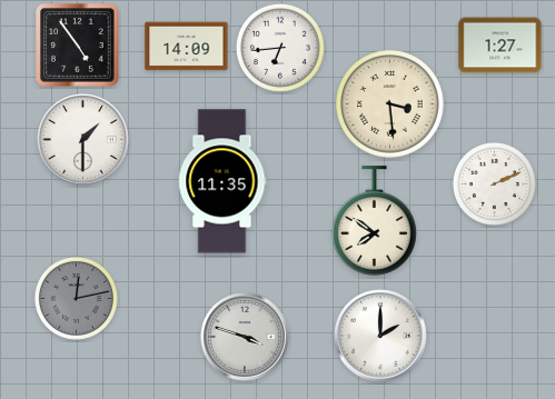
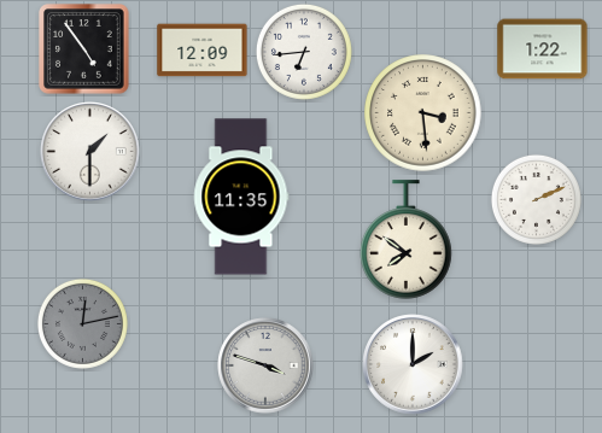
clock at (501, 46): 1:27 -> 1:22
clock at (187, 47): 14:09 -> 12:09
